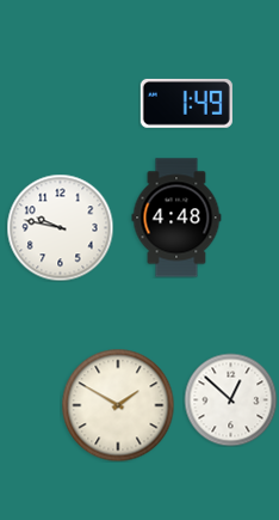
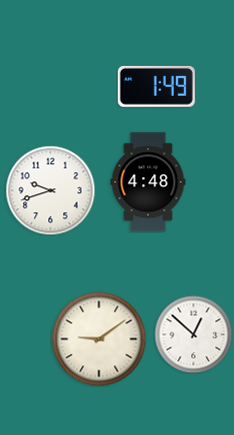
clock at (60, 227): 9:47 -> 9:42
clock at (118, 405): 1:50 -> 9:09
